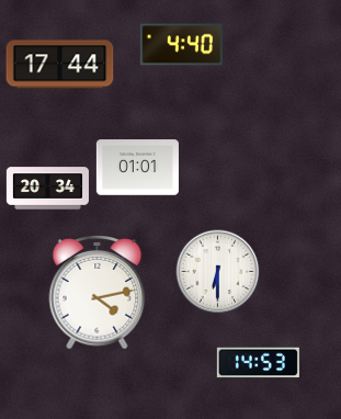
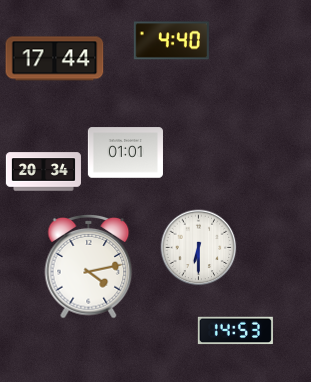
clock at (181, 45) position: (181, 45) -> (171, 41)
